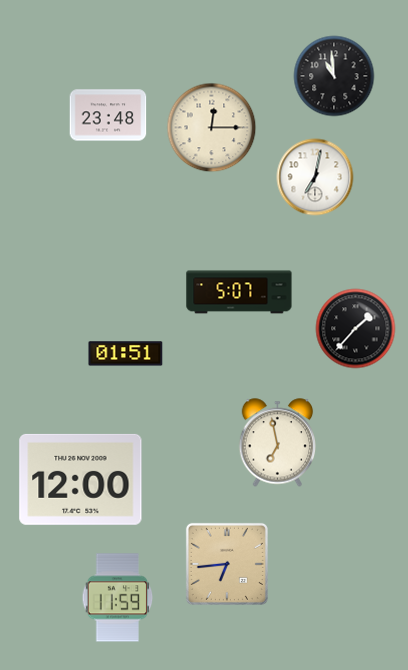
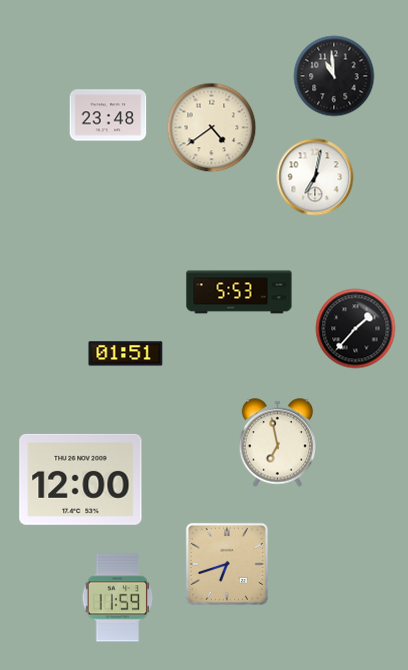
clock at (212, 128): 12:15 -> 4:39
clock at (239, 292): 5:07 -> 5:53
clock at (227, 564): 6:44 -> 6:42
